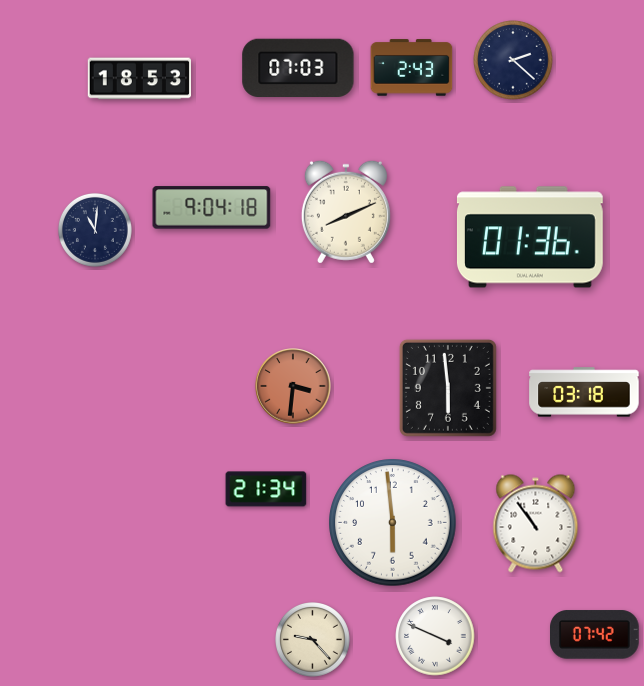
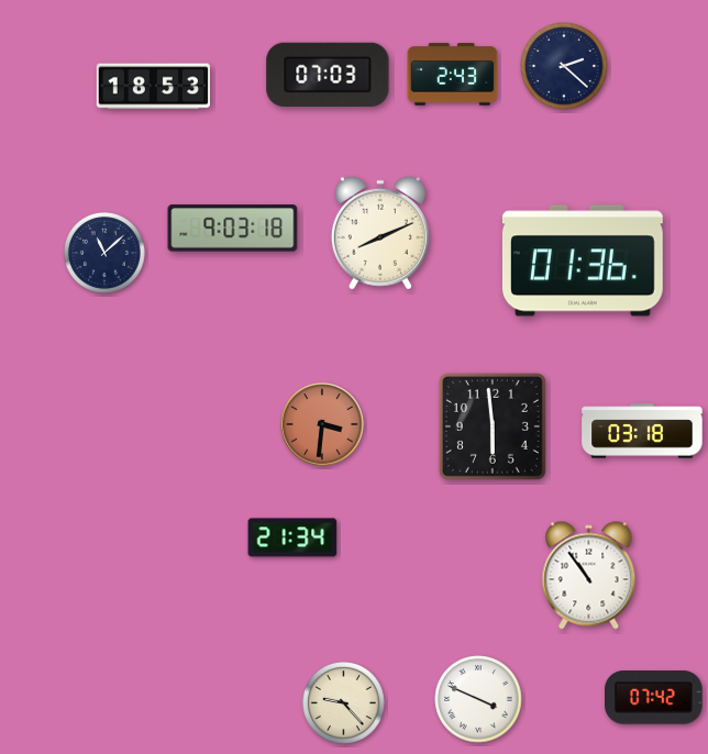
clock at (212, 208): 9:04 -> 9:03
clock at (95, 230): 11:01 -> 11:08
clock at (393, 523): 5:59 -> none
